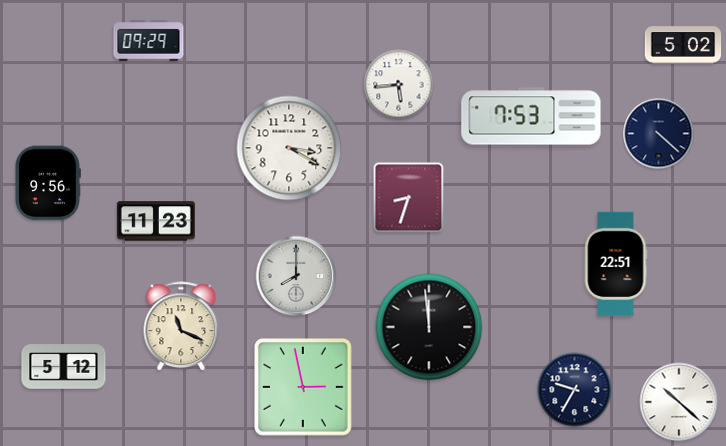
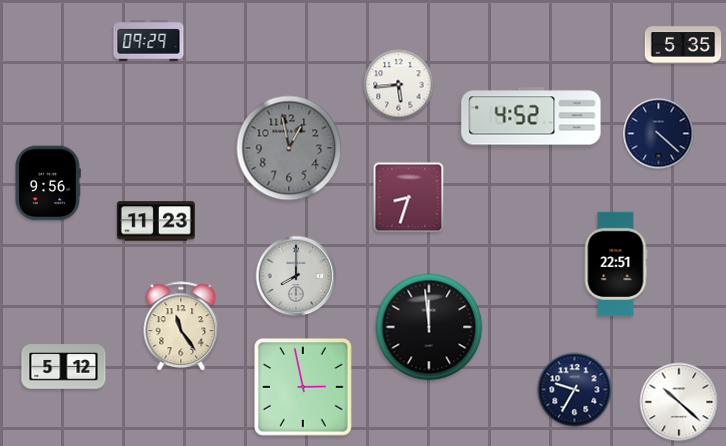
clock at (683, 45): 5:02 -> 5:35
clock at (531, 116): 7:53 -> 4:52
clock at (289, 148): 3:20 -> 12:58
clock at (289, 148) dial: white -> grey
clock at (181, 327): 11:19 -> 11:24
